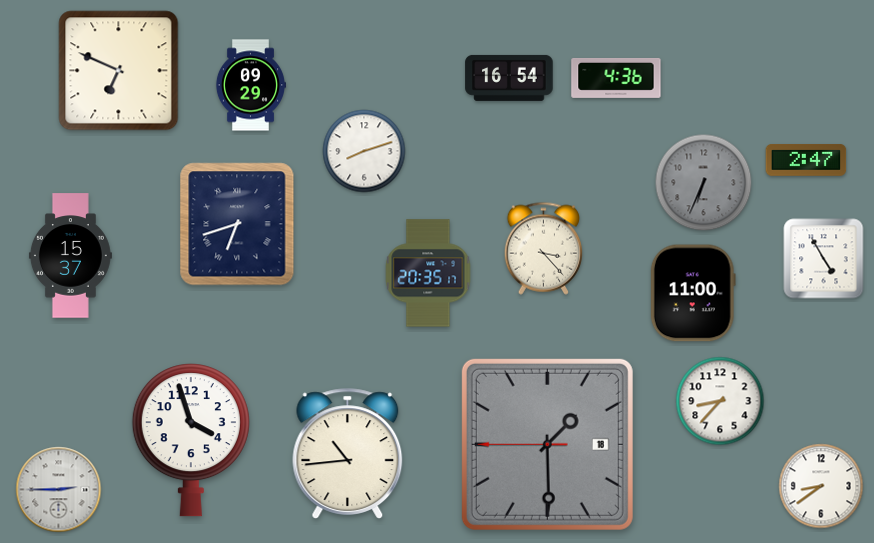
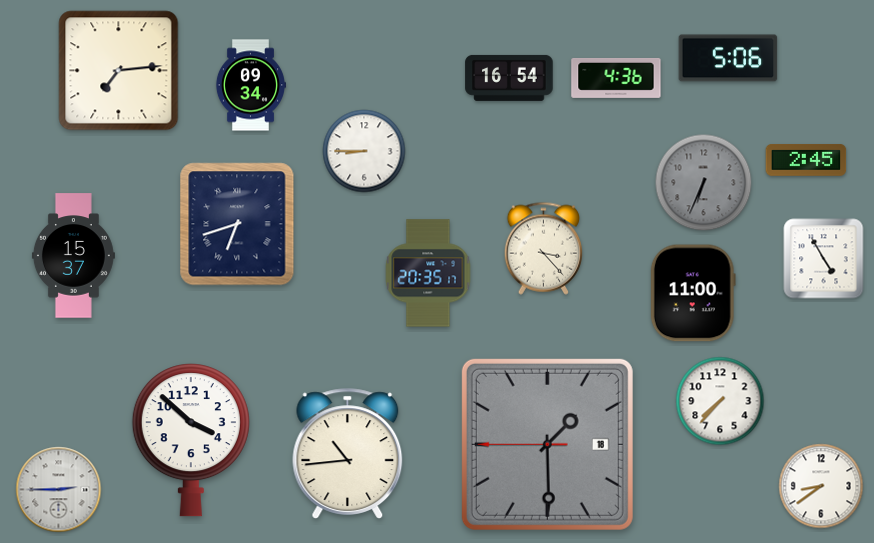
clock at (728, 58): none -> 5:06
clock at (119, 71): 6:49 -> 7:14
clock at (250, 85): 09:29 -> 09:34
clock at (364, 151): 8:12 -> 8:45
clock at (806, 161): 2:47 -> 2:45
clock at (70, 256) position: (70, 256) -> (73, 256)
clock at (720, 401): 8:37 -> 7:37
clock at (191, 440): 3:57 -> 3:52
